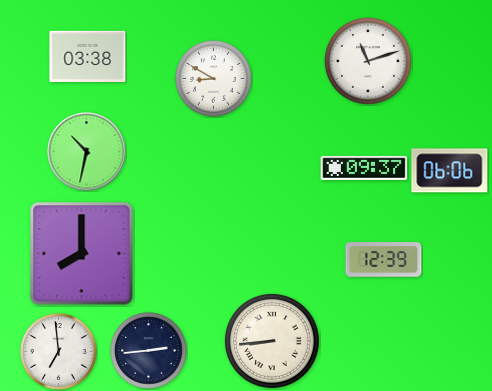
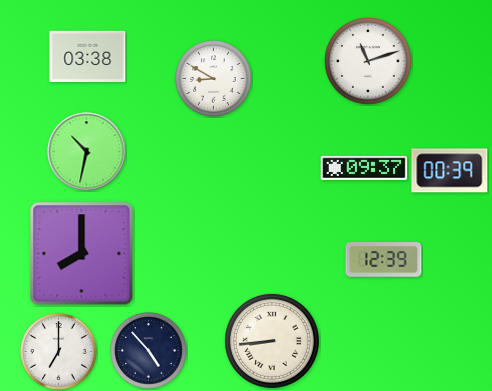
clock at (450, 171): 06:06 -> 00:39
clock at (149, 351): 2:44 -> 4:53
clock at (59, 352): 6:59 -> 7:00
